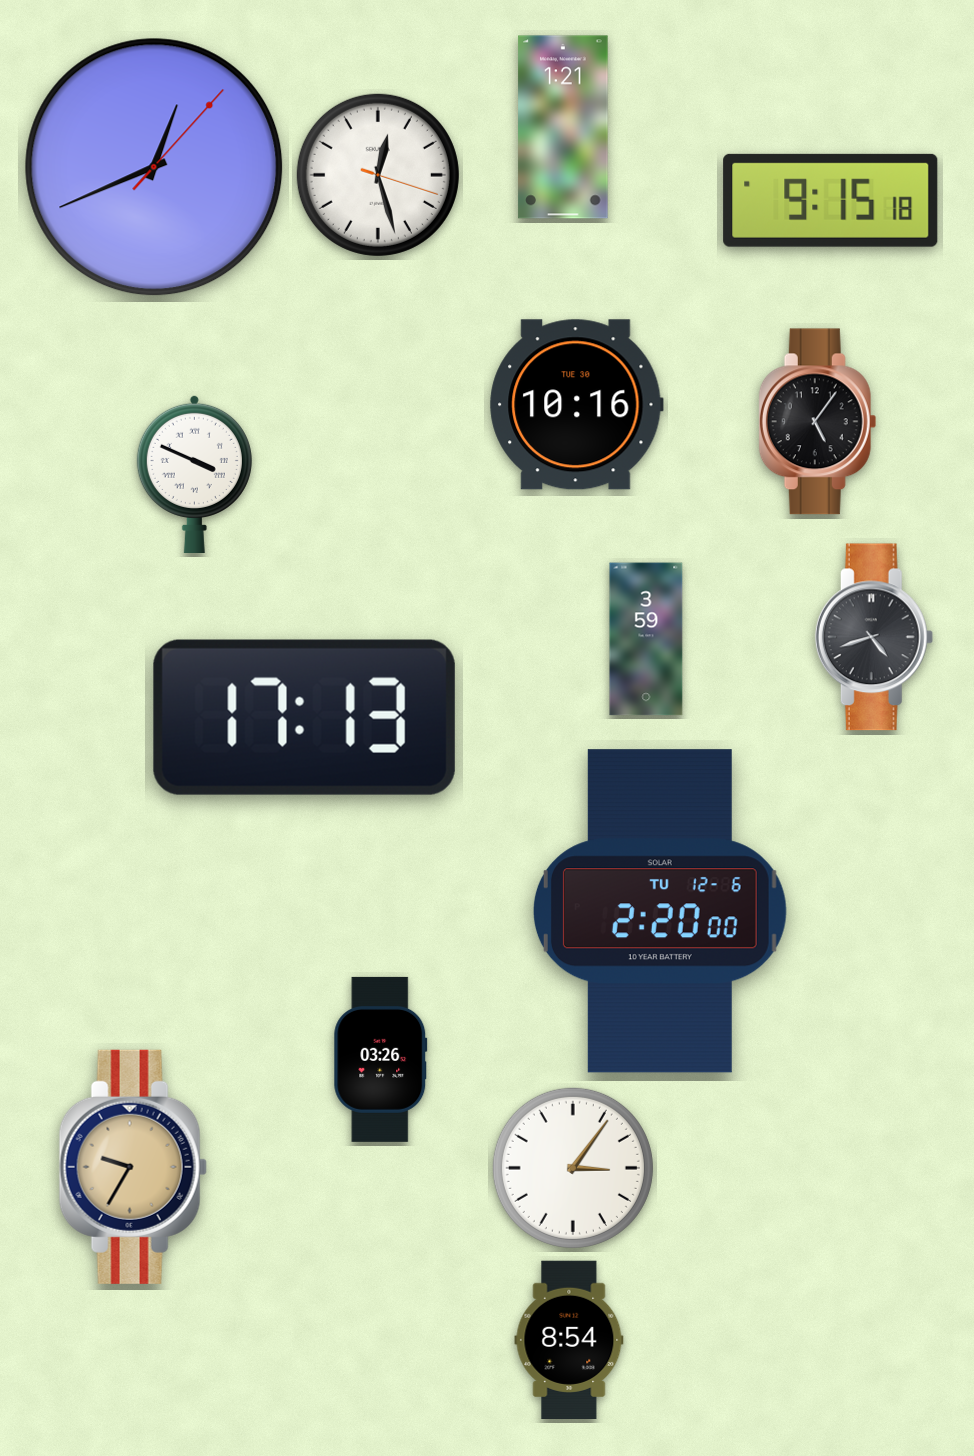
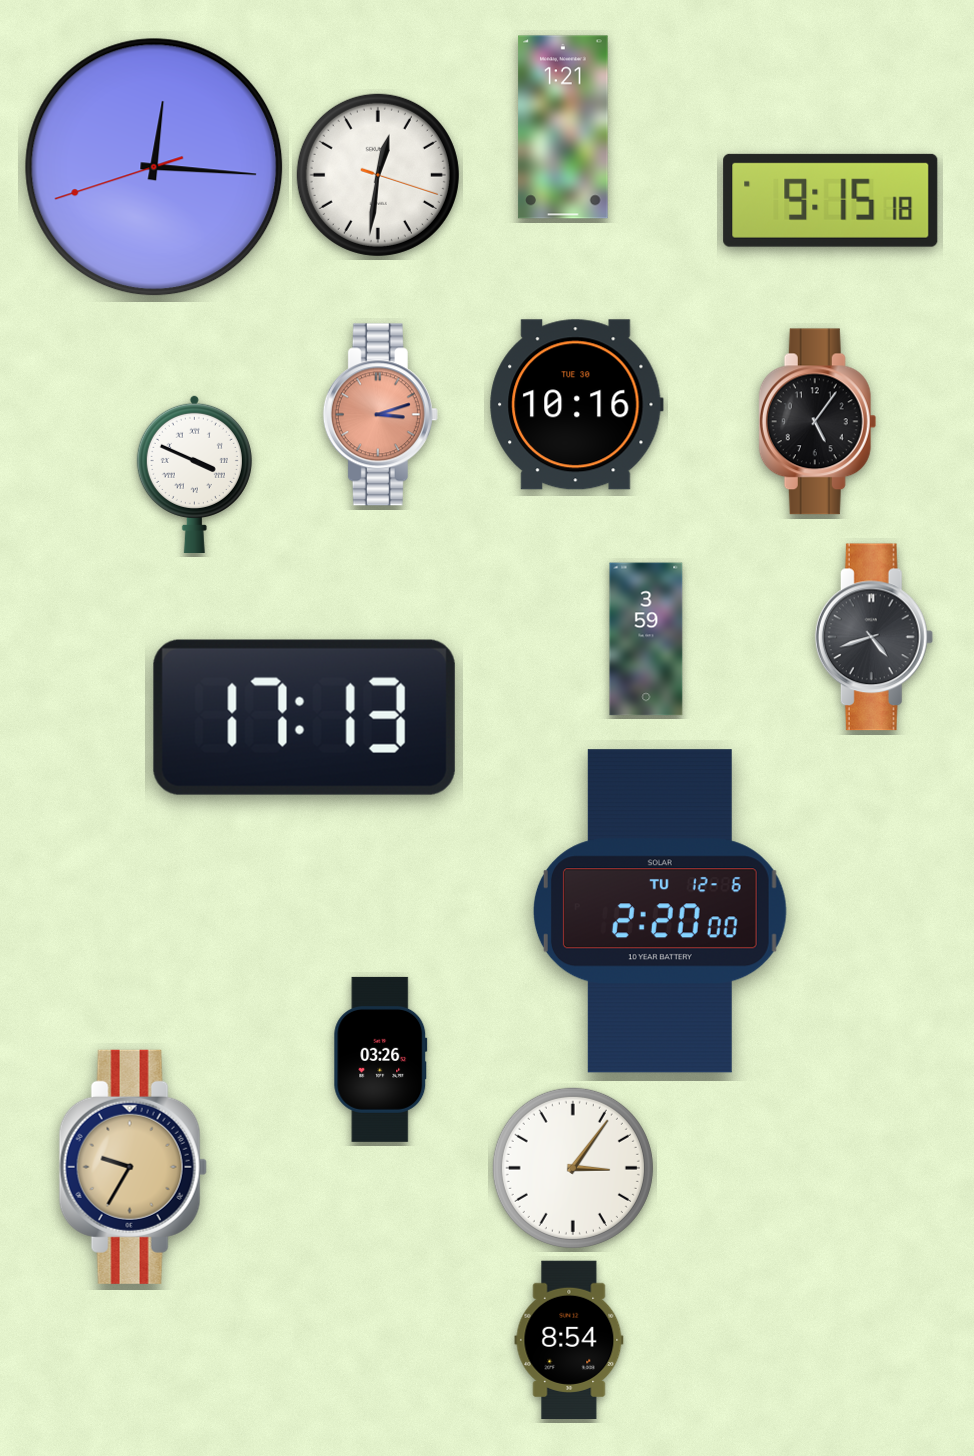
clock at (154, 167): 12:41 -> 12:15
clock at (378, 175): 12:27 -> 12:31
clock at (380, 415): none -> 3:12
